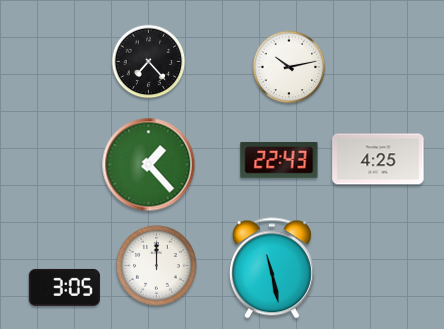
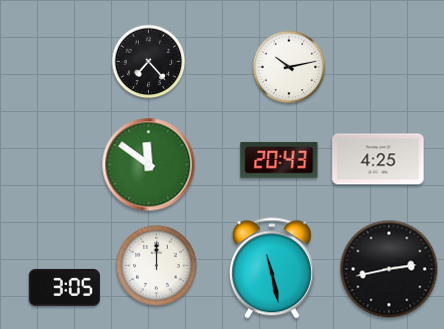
clock at (279, 160): 22:43 -> 20:43
clock at (149, 165): 1:23 -> 11:51
clock at (389, 269): none -> 2:43
